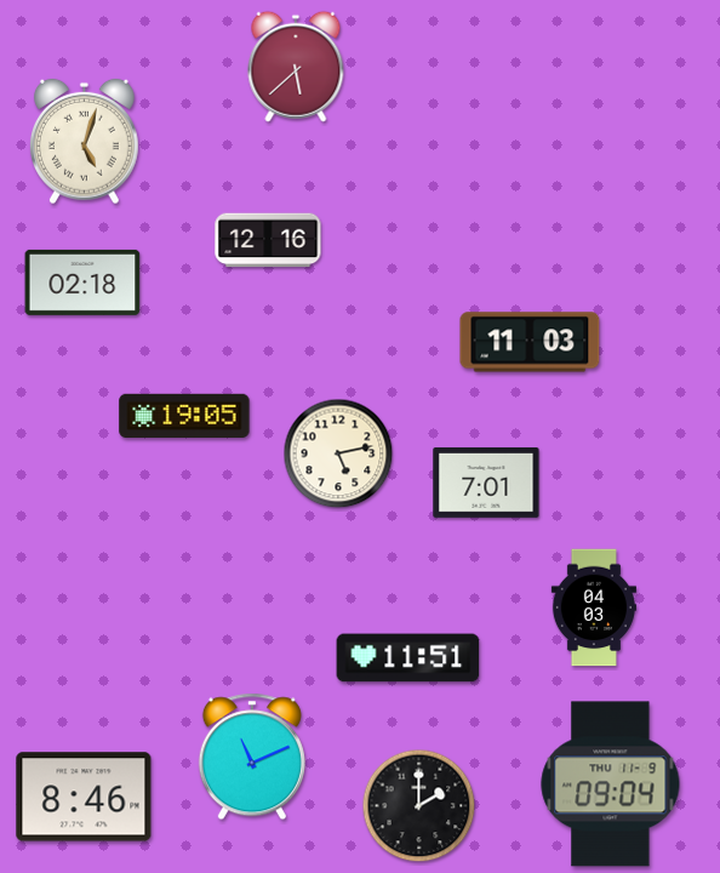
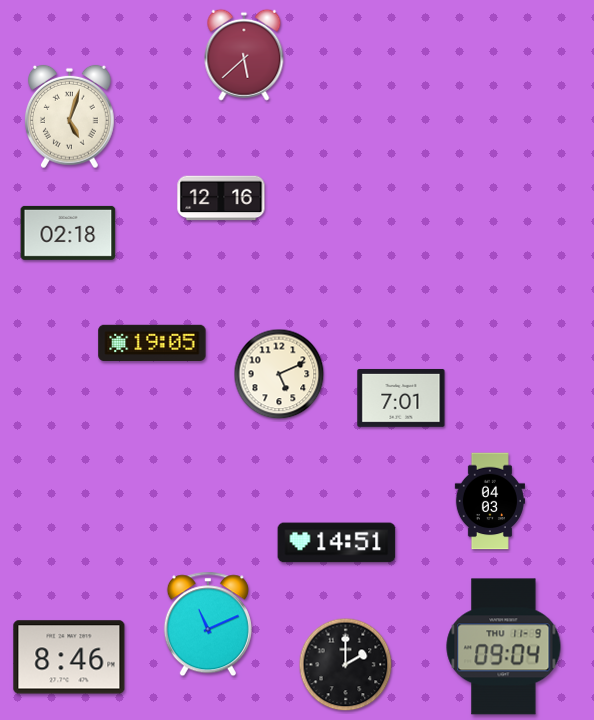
clock at (530, 342): 11:03 -> none
clock at (338, 453): 5:13 -> 5:11
clock at (408, 658): 11:51 -> 14:51
